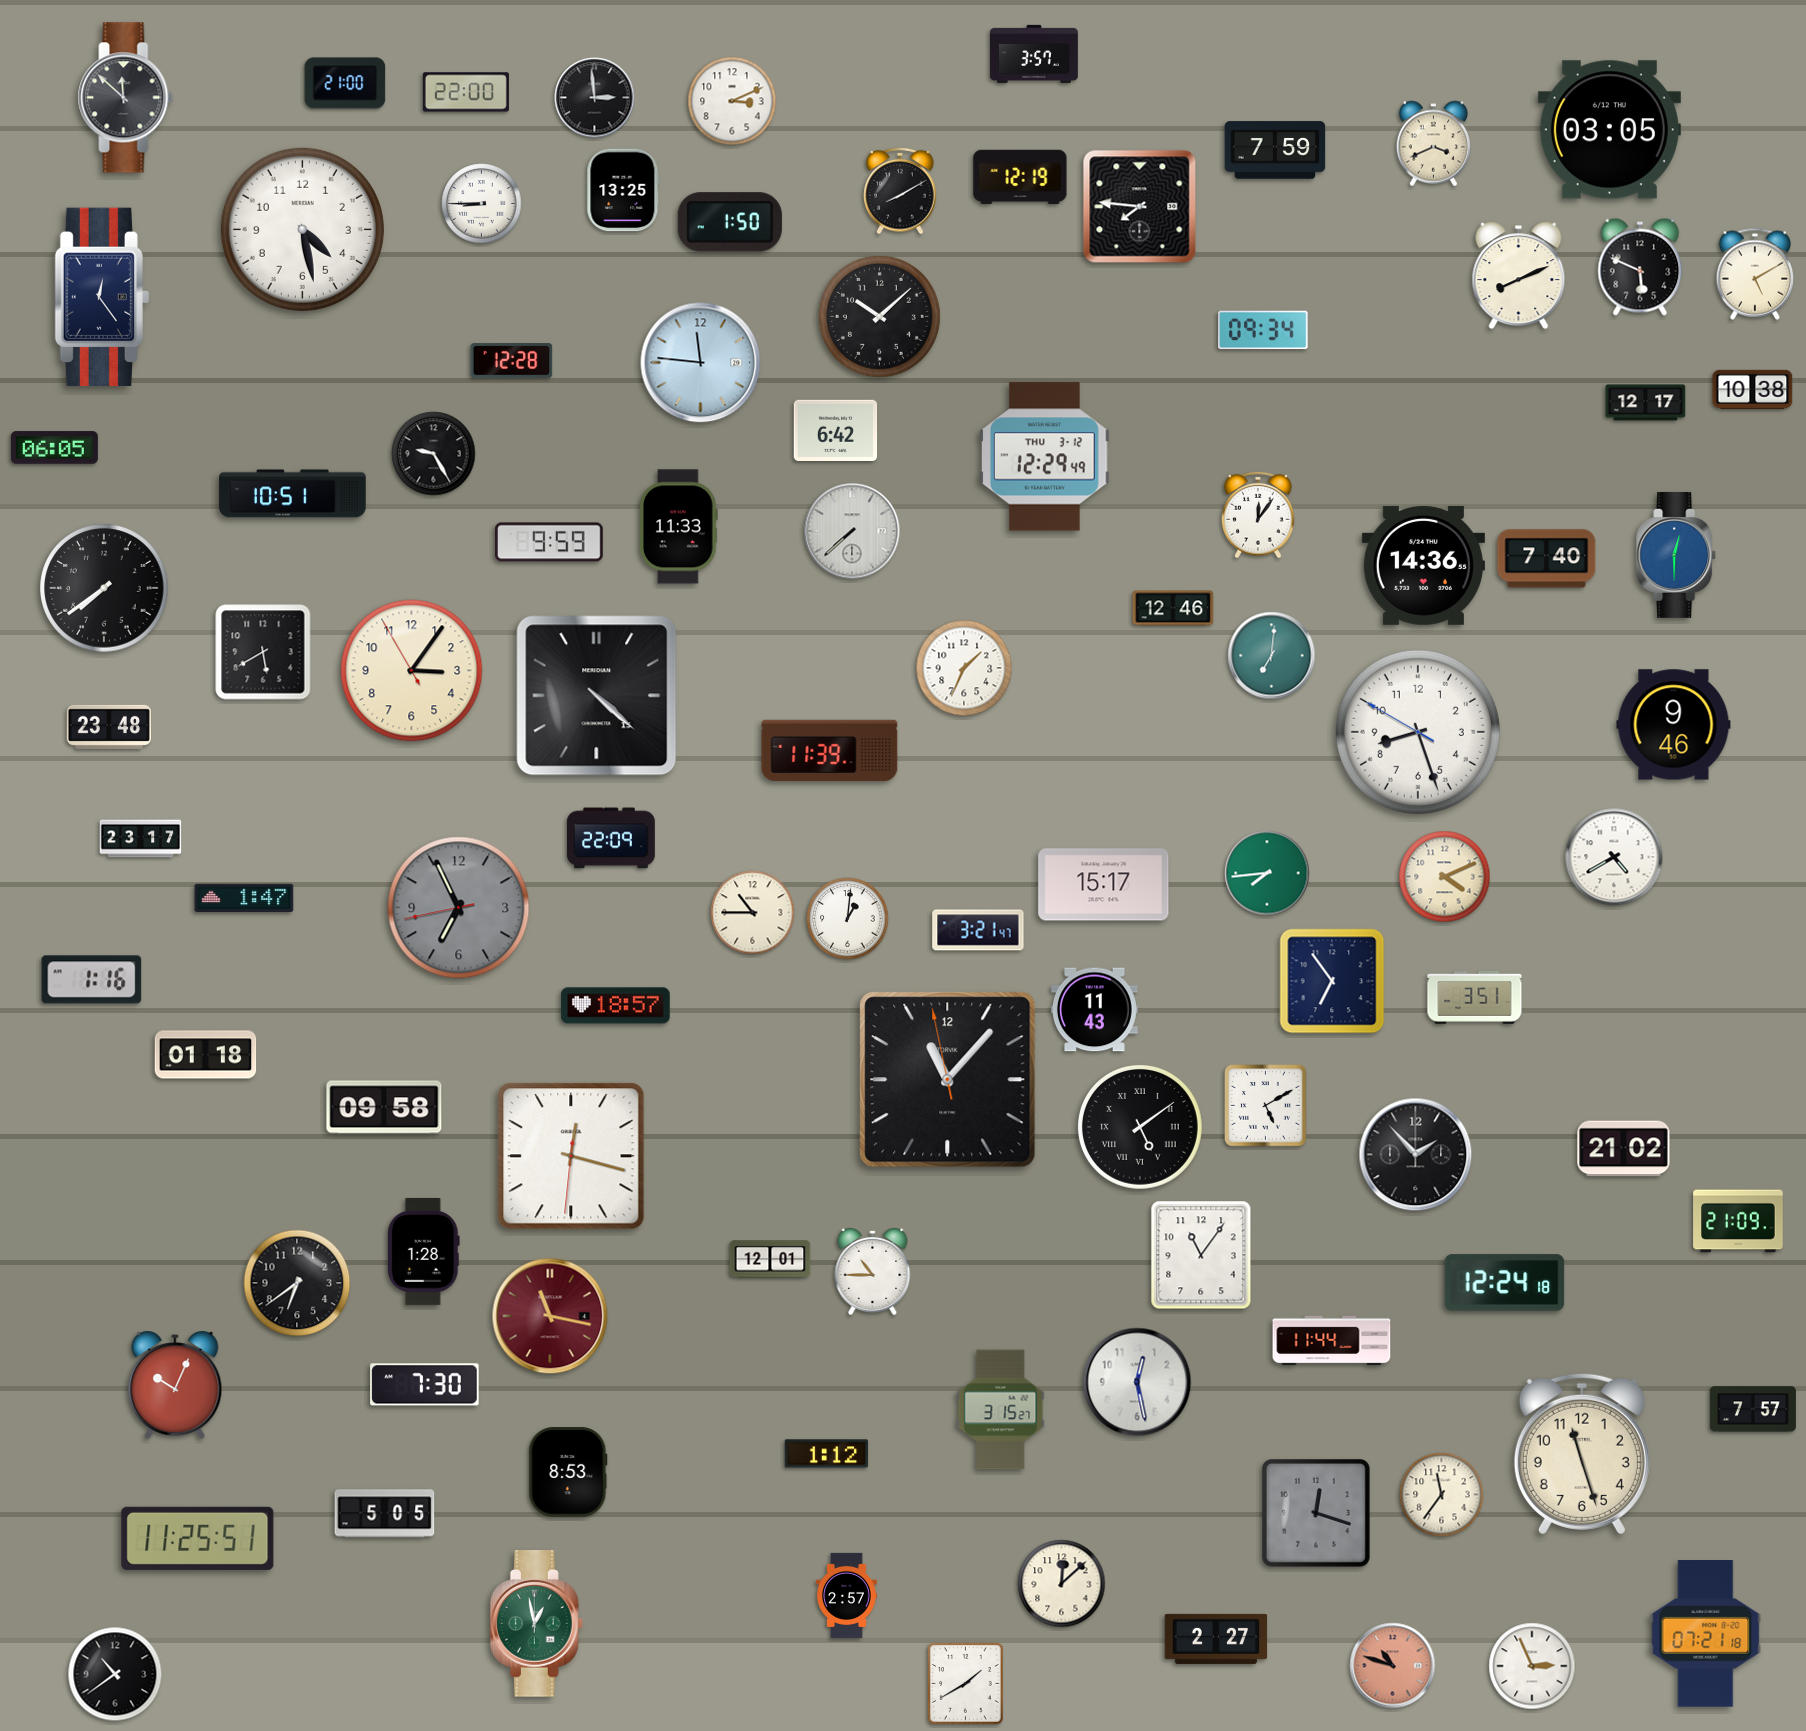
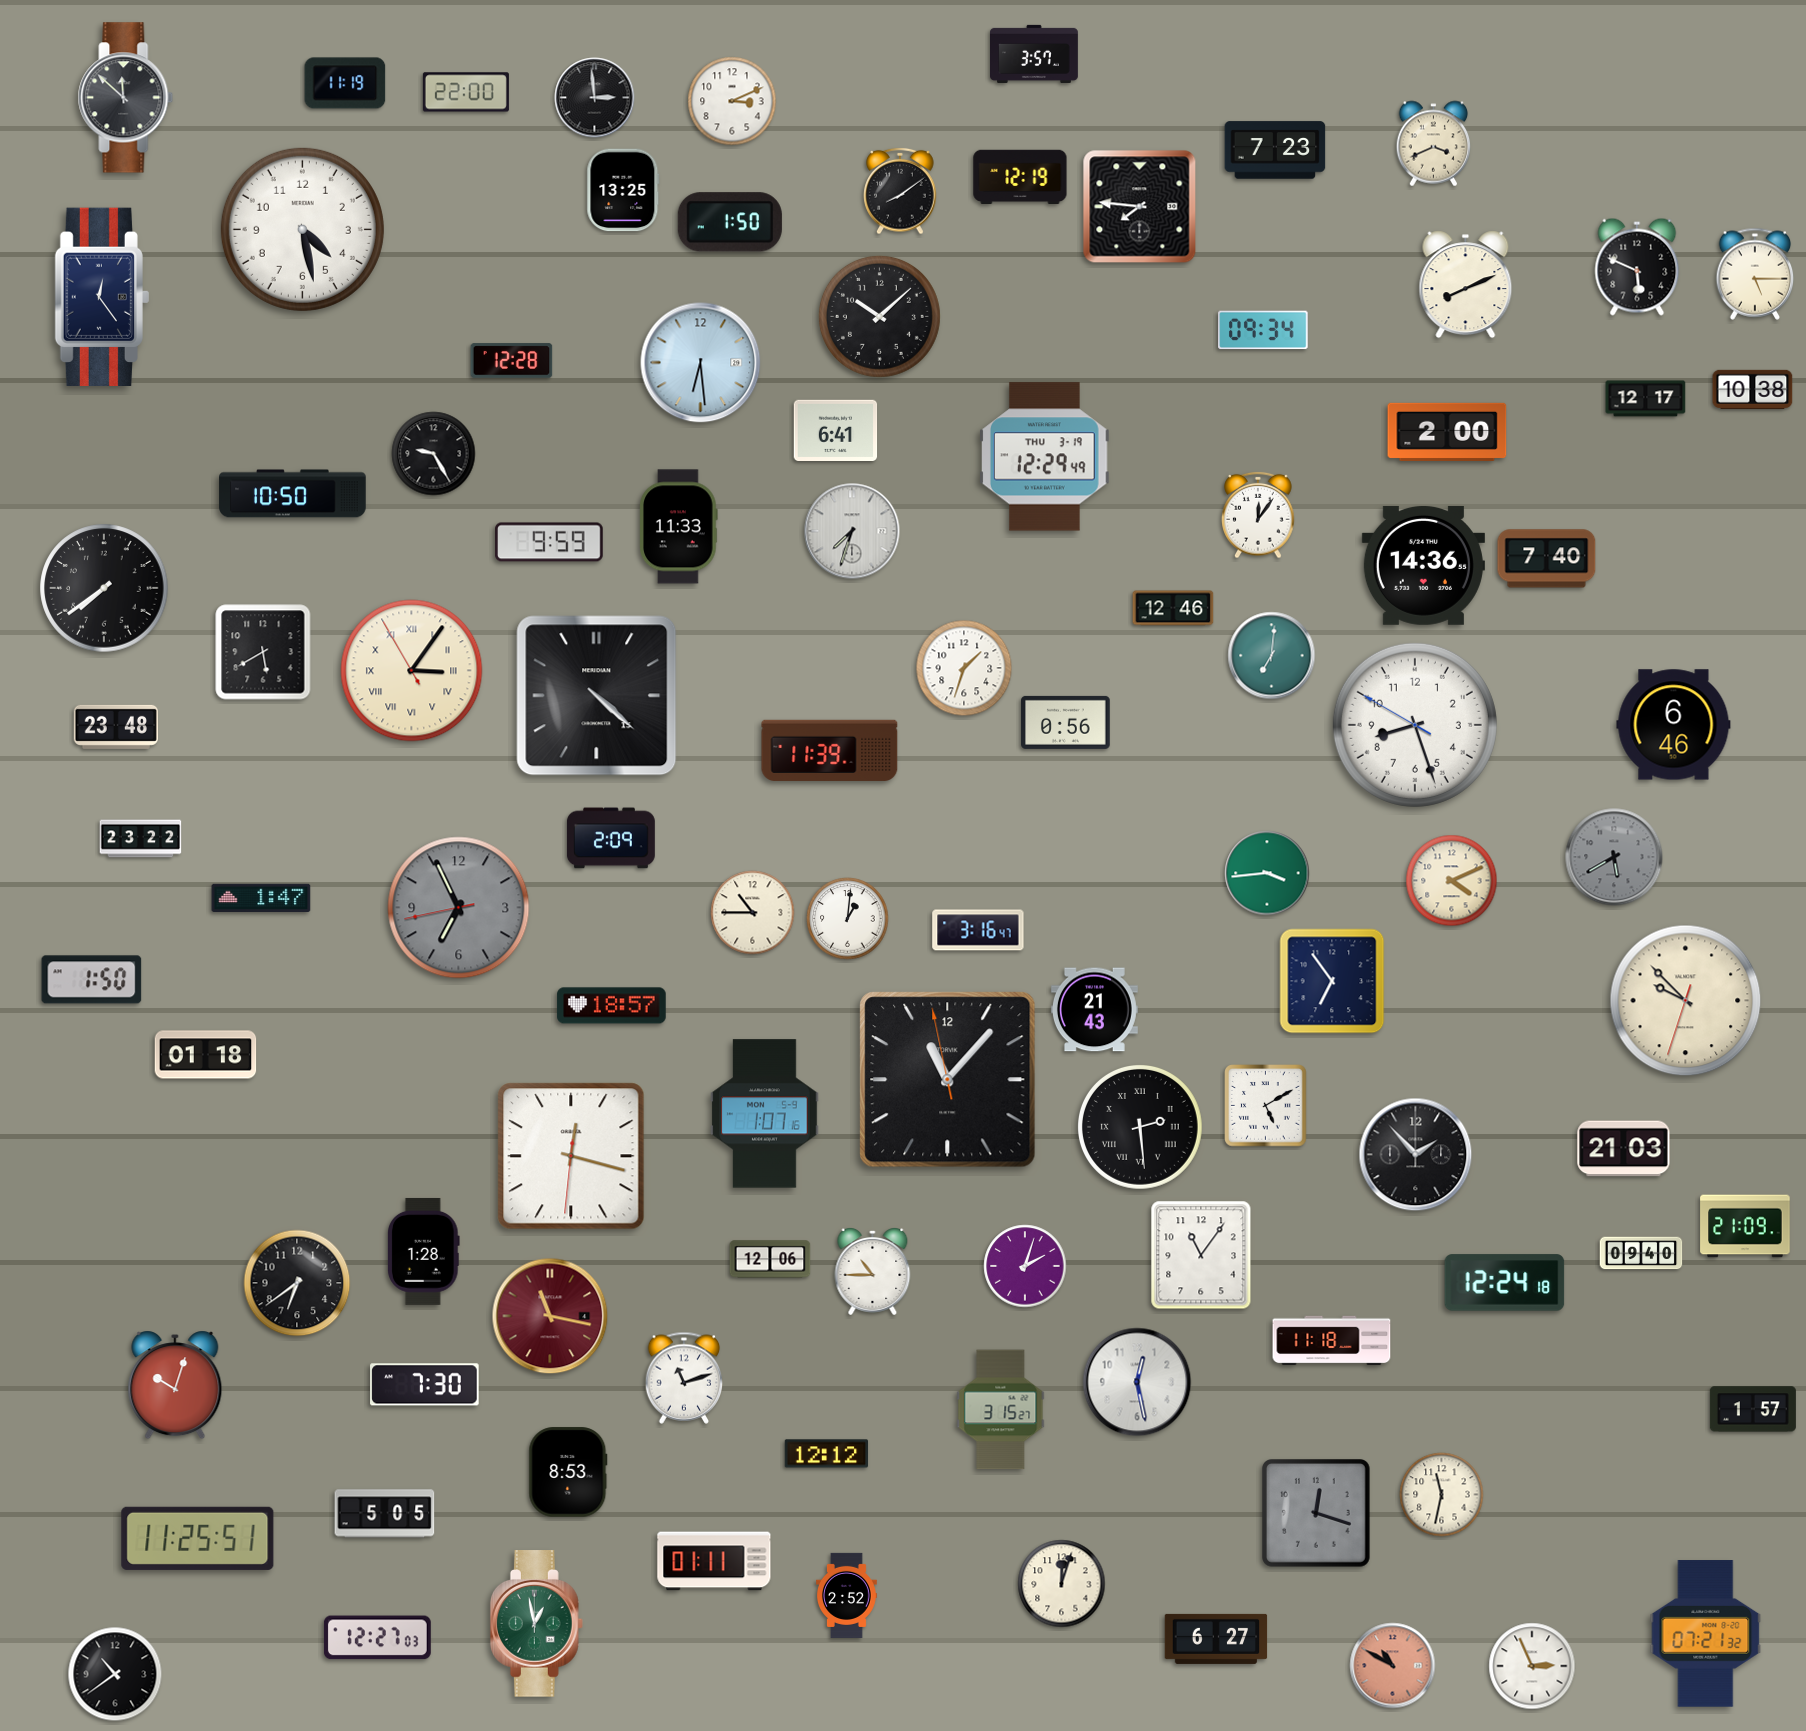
clock at (345, 83): 21:00 -> 11:19
clock at (1609, 130): 03:05 -> none
clock at (1275, 150): 7:59 -> 7:23
clock at (900, 191): 8:10 -> 8:09
clock at (482, 204): 8:45 -> none
clock at (1640, 267) position: (1640, 267) -> (1637, 267)
clock at (1755, 274): 5:10 -> 5:15
clock at (1519, 276) position: (1519, 276) -> (1466, 285)
clock at (701, 363): 11:46 -> 6:29
clock at (1646, 403) position: (1646, 403) -> (1646, 399)
clock at (836, 430): 6:42 -> 6:41
clock at (1447, 432): none -> 2:00
clock at (54, 448): 06:05 -> none
clock at (1045, 457) date: THU 3-12 -> THU 3-19
clock at (293, 494): 10:51 -> 10:50
clock at (852, 531): 7:38 -> 7:33
clock at (1677, 555): 12:30 -> none
clock at (964, 668): 1:34 -> 1:33
clock at (412, 671) numerals: Arabic -> Roman
clock at (1066, 722): none -> 0:56
clock at (1674, 725): 9:46 -> 6:46
clock at (108, 727) position: (108, 727) -> (115, 727)
clock at (1418, 732) position: (1418, 732) -> (1415, 725)
clock at (611, 838): 22:09 -> 2:09
clock at (141, 839): 23:17 -> 23:22
clock at (1614, 857): 4:40 -> 5:40
clock at (1614, 857) dial: white -> grey
clock at (1267, 873): 7:44 -> 3:44
clock at (1445, 877) position: (1445, 877) -> (1452, 881)
clock at (1104, 885): 15:17 -> none
clock at (244, 898) position: (244, 898) -> (261, 898)
clock at (978, 930): 3:21 -> 3:16
clock at (92, 980): 1:16 -> 1:50
clock at (1475, 998): 3:51 -> none
clock at (1686, 1001): none -> 9:52
clock at (616, 1006) position: (616, 1006) -> (612, 1006)
clock at (1094, 1010): 11:43 -> 21:43
clock at (384, 1107): 09:58 -> none
clock at (765, 1114): none -> 1:07
clock at (1141, 1128): 5:09 -> 2:29
clock at (1624, 1149): 21:02 -> 21:03
clock at (1738, 1221) position: (1738, 1221) -> (1745, 1226)
clock at (1641, 1253): none -> 09:40
clock at (770, 1259): 12:01 -> 12:06
clock at (1025, 1266): none -> 2:03
clock at (1332, 1341): 11:44 -> 11:18
clock at (684, 1378): none -> 11:12
clock at (175, 1385): 10:04 -> 10:03
clock at (1753, 1409): 7:57 -> 1:57
clock at (827, 1454): 1:12 -> 12:12
clock at (1582, 1454): 11:27 -> none
clock at (1442, 1495): 11:36 -> 11:32
clock at (714, 1561): none -> 01:11
clock at (1062, 1584): 12:08 -> 12:03
clock at (847, 1595): 2:57 -> 2:52
clock at (1706, 1634): 07:21:18 -> 07:21:32
clock at (377, 1638): none -> 12:27
clock at (1216, 1639): 2:27 -> 6:27
clock at (1393, 1666): 10:48 -> 10:50
clock at (966, 1684): 1:40 -> none
